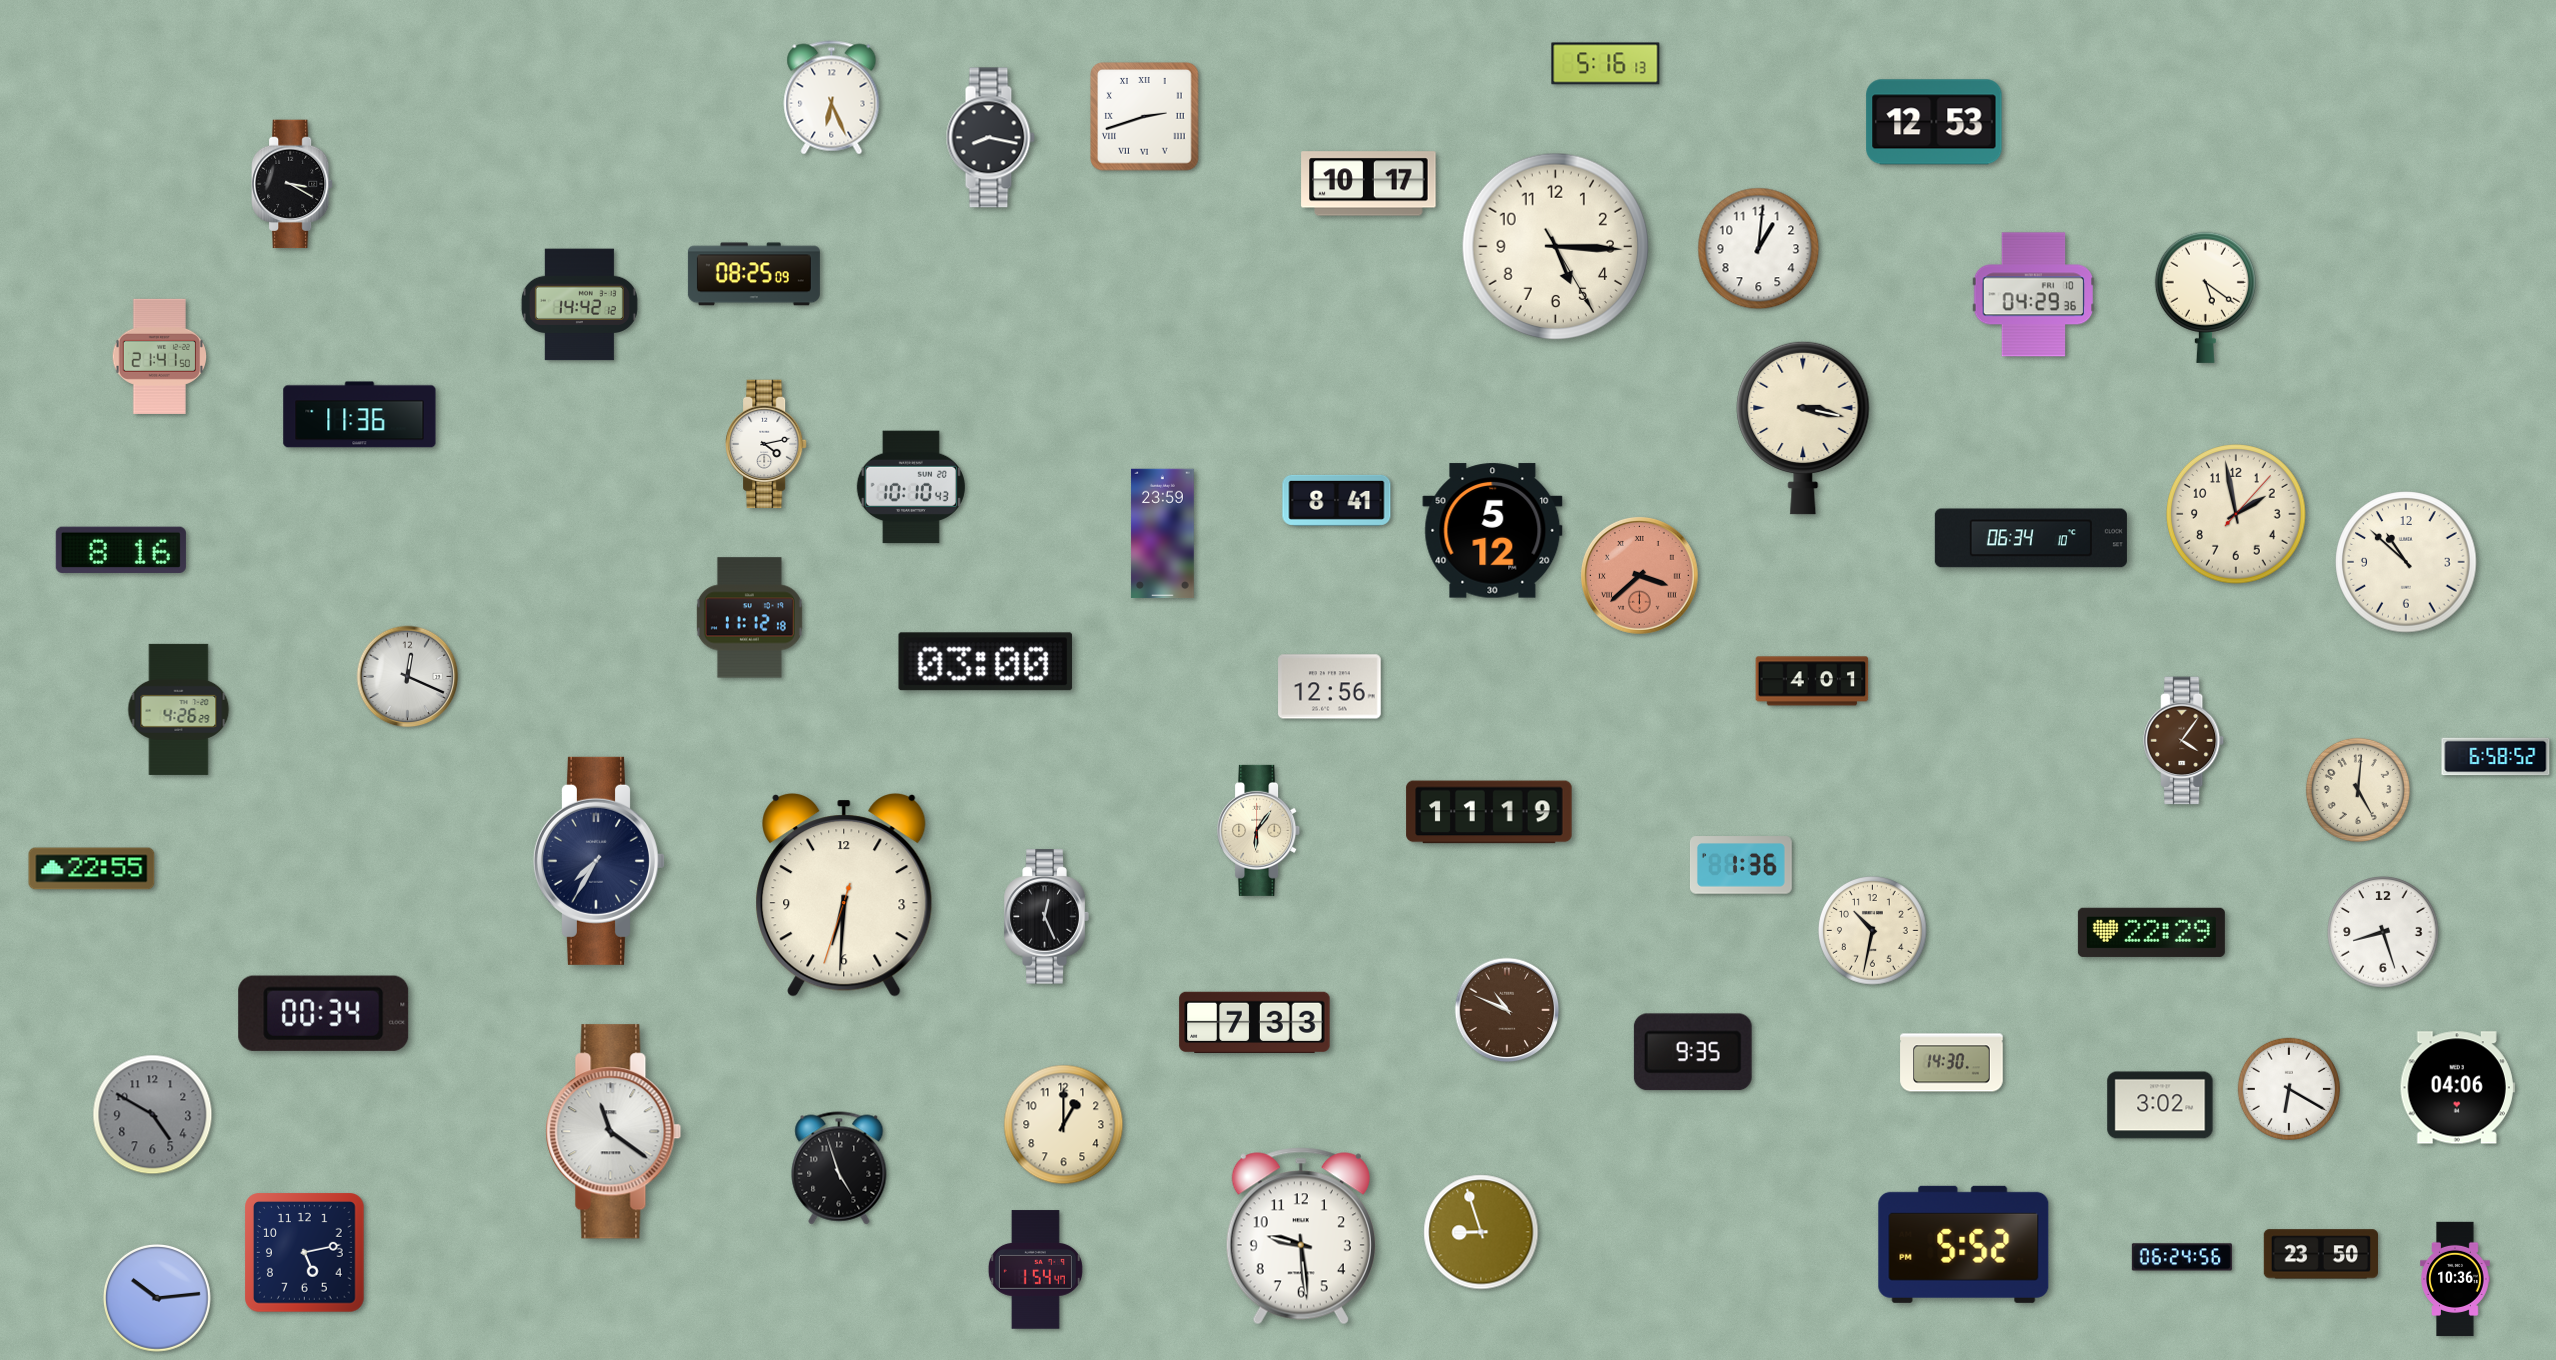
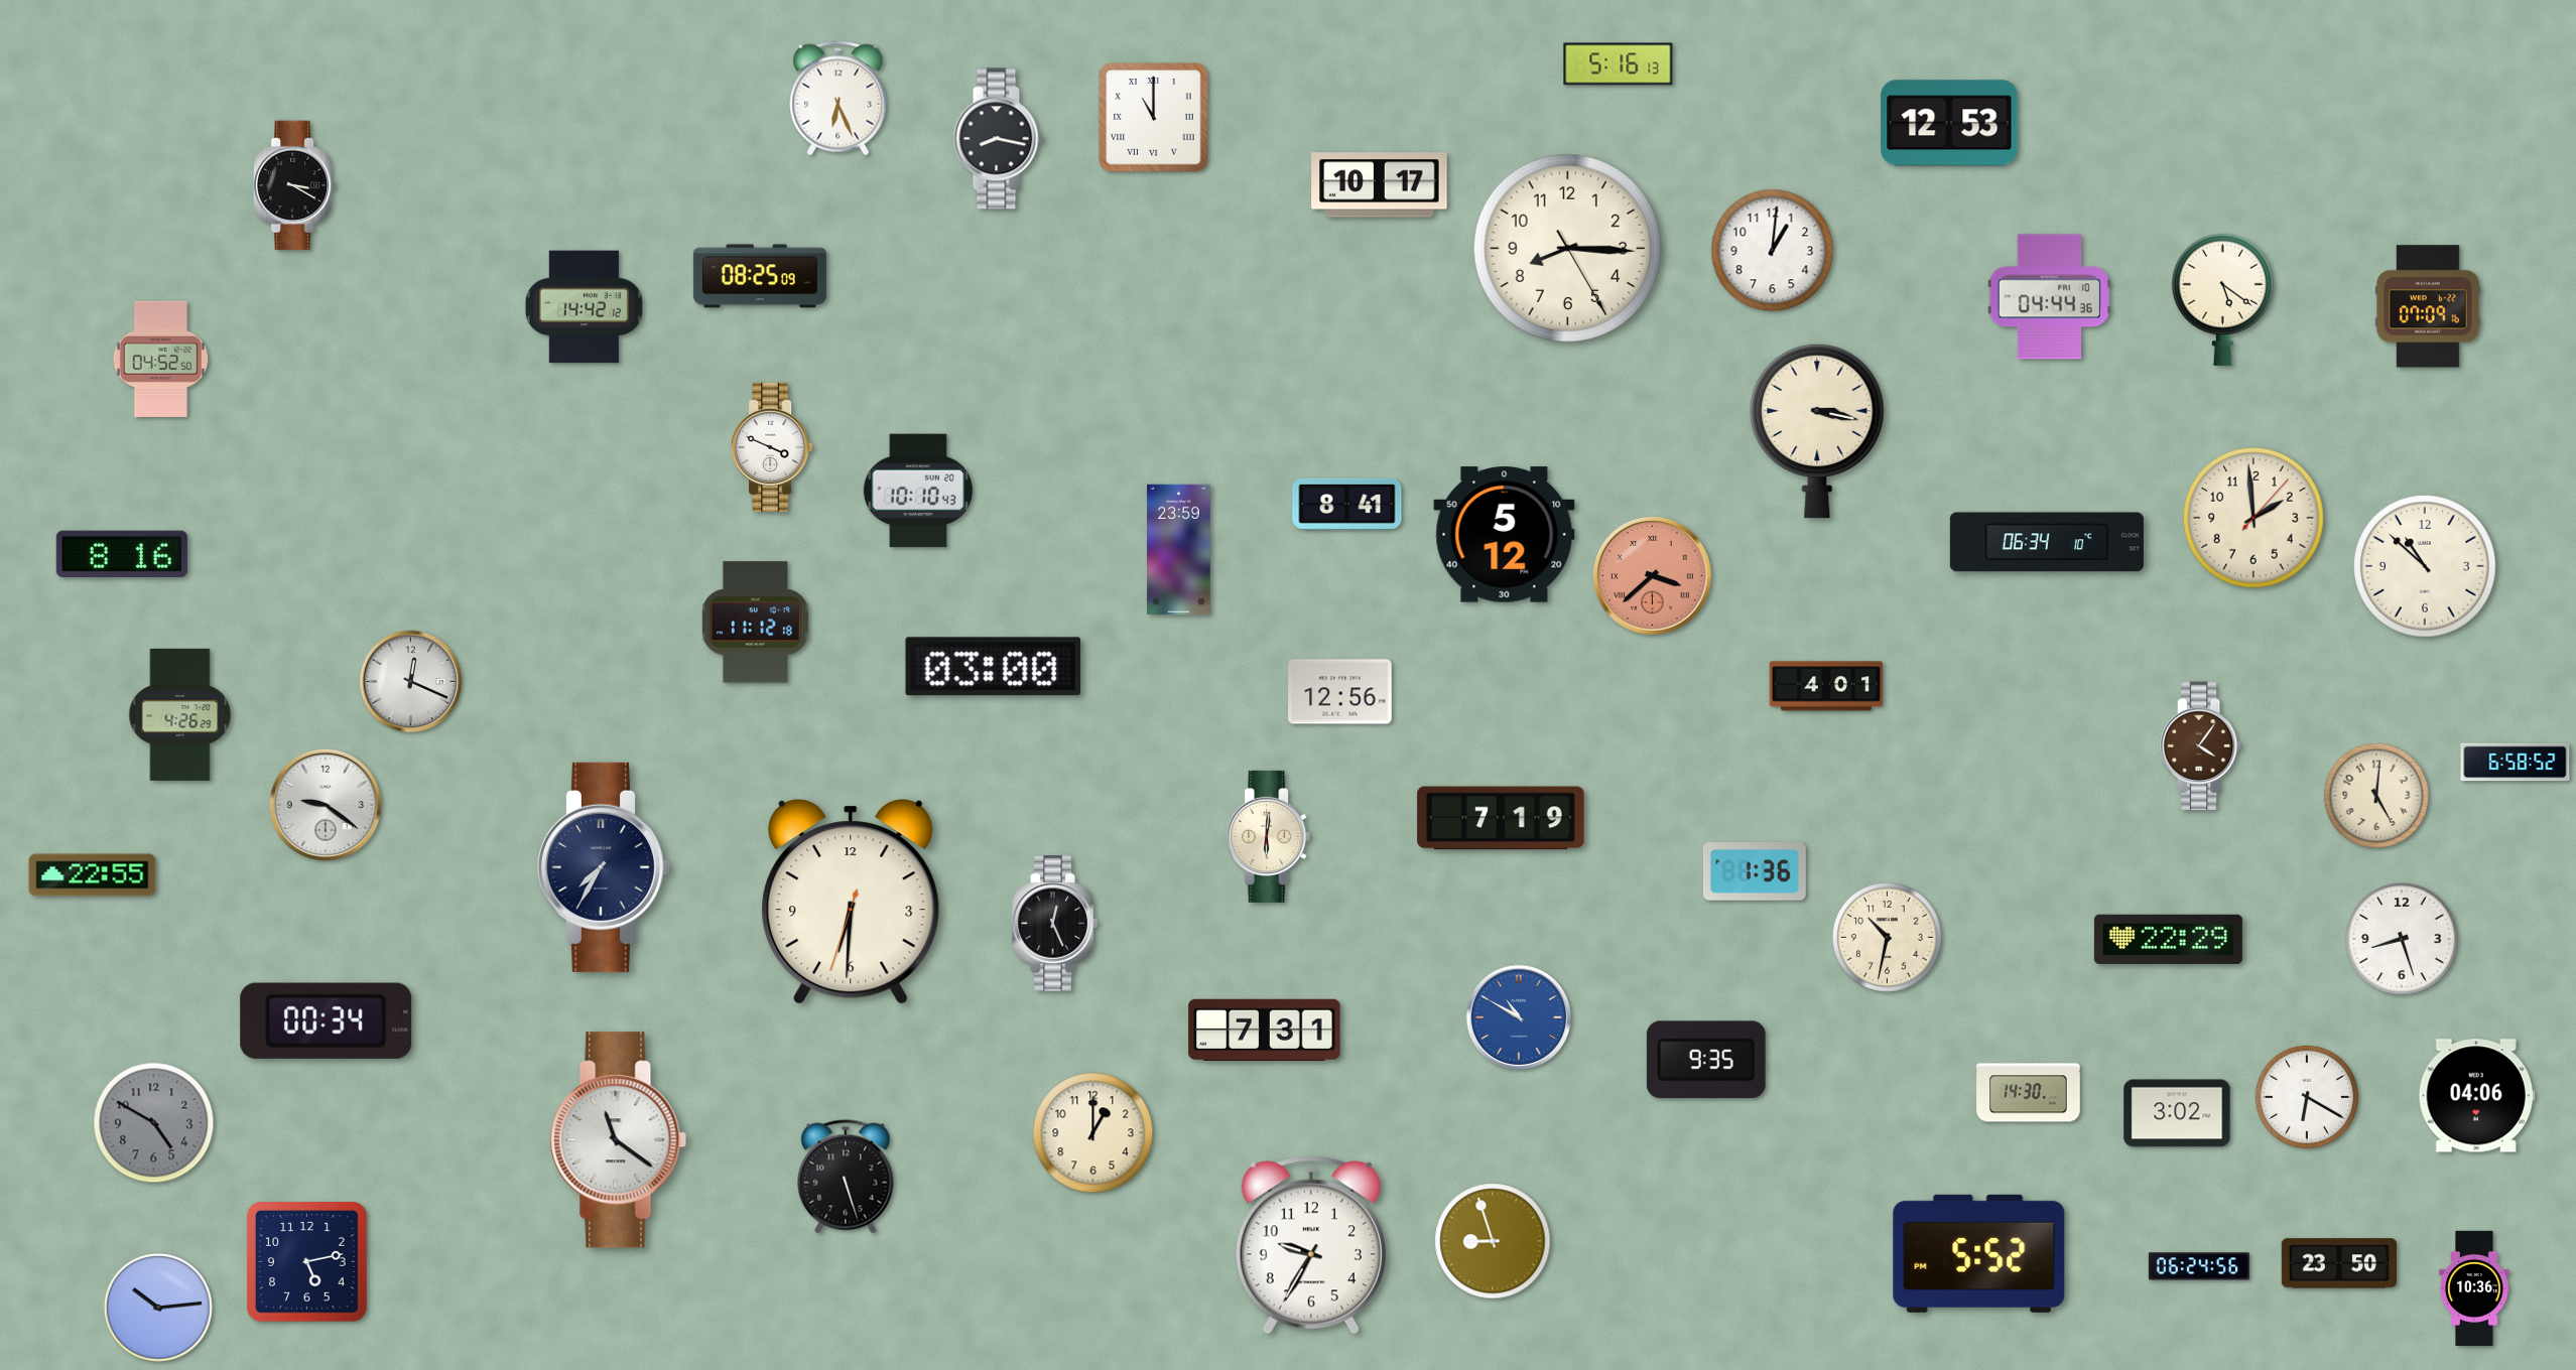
clock at (1145, 117): 2:42 -> 11:00
clock at (1556, 247): 5:15 -> 8:15
clock at (2033, 295): 04:29 -> 04:44
clock at (2429, 306): none -> 07:09
clock at (159, 356): 21:41 -> 04:52
clock at (360, 415): 11:36 -> none
clock at (767, 444): 4:13 -> 3:49
clock at (2236, 514): 1:58 -> 1:59
clock at (1163, 534) position: (1163, 534) -> (1179, 550)
clock at (1640, 576) position: (1640, 576) -> (1653, 576)
clock at (326, 805): none -> 9:21
clock at (1489, 812): 11:19 -> 7:19
clock at (1259, 830): 6:06 -> 6:01
clock at (1507, 1010): 10:49 -> 10:50
clock at (1507, 1010) dial: brown -> blue
clock at (1255, 1023): 7:33 -> 7:31
clock at (1952, 1063) position: (1952, 1063) -> (2029, 1093)
clock at (1064, 1125) position: (1064, 1125) -> (1093, 1133)
clock at (839, 1168): 4:57 -> 5:27
clock at (1301, 1236): 9:29 -> 9:35
clock at (1035, 1270): 1:54 -> none
